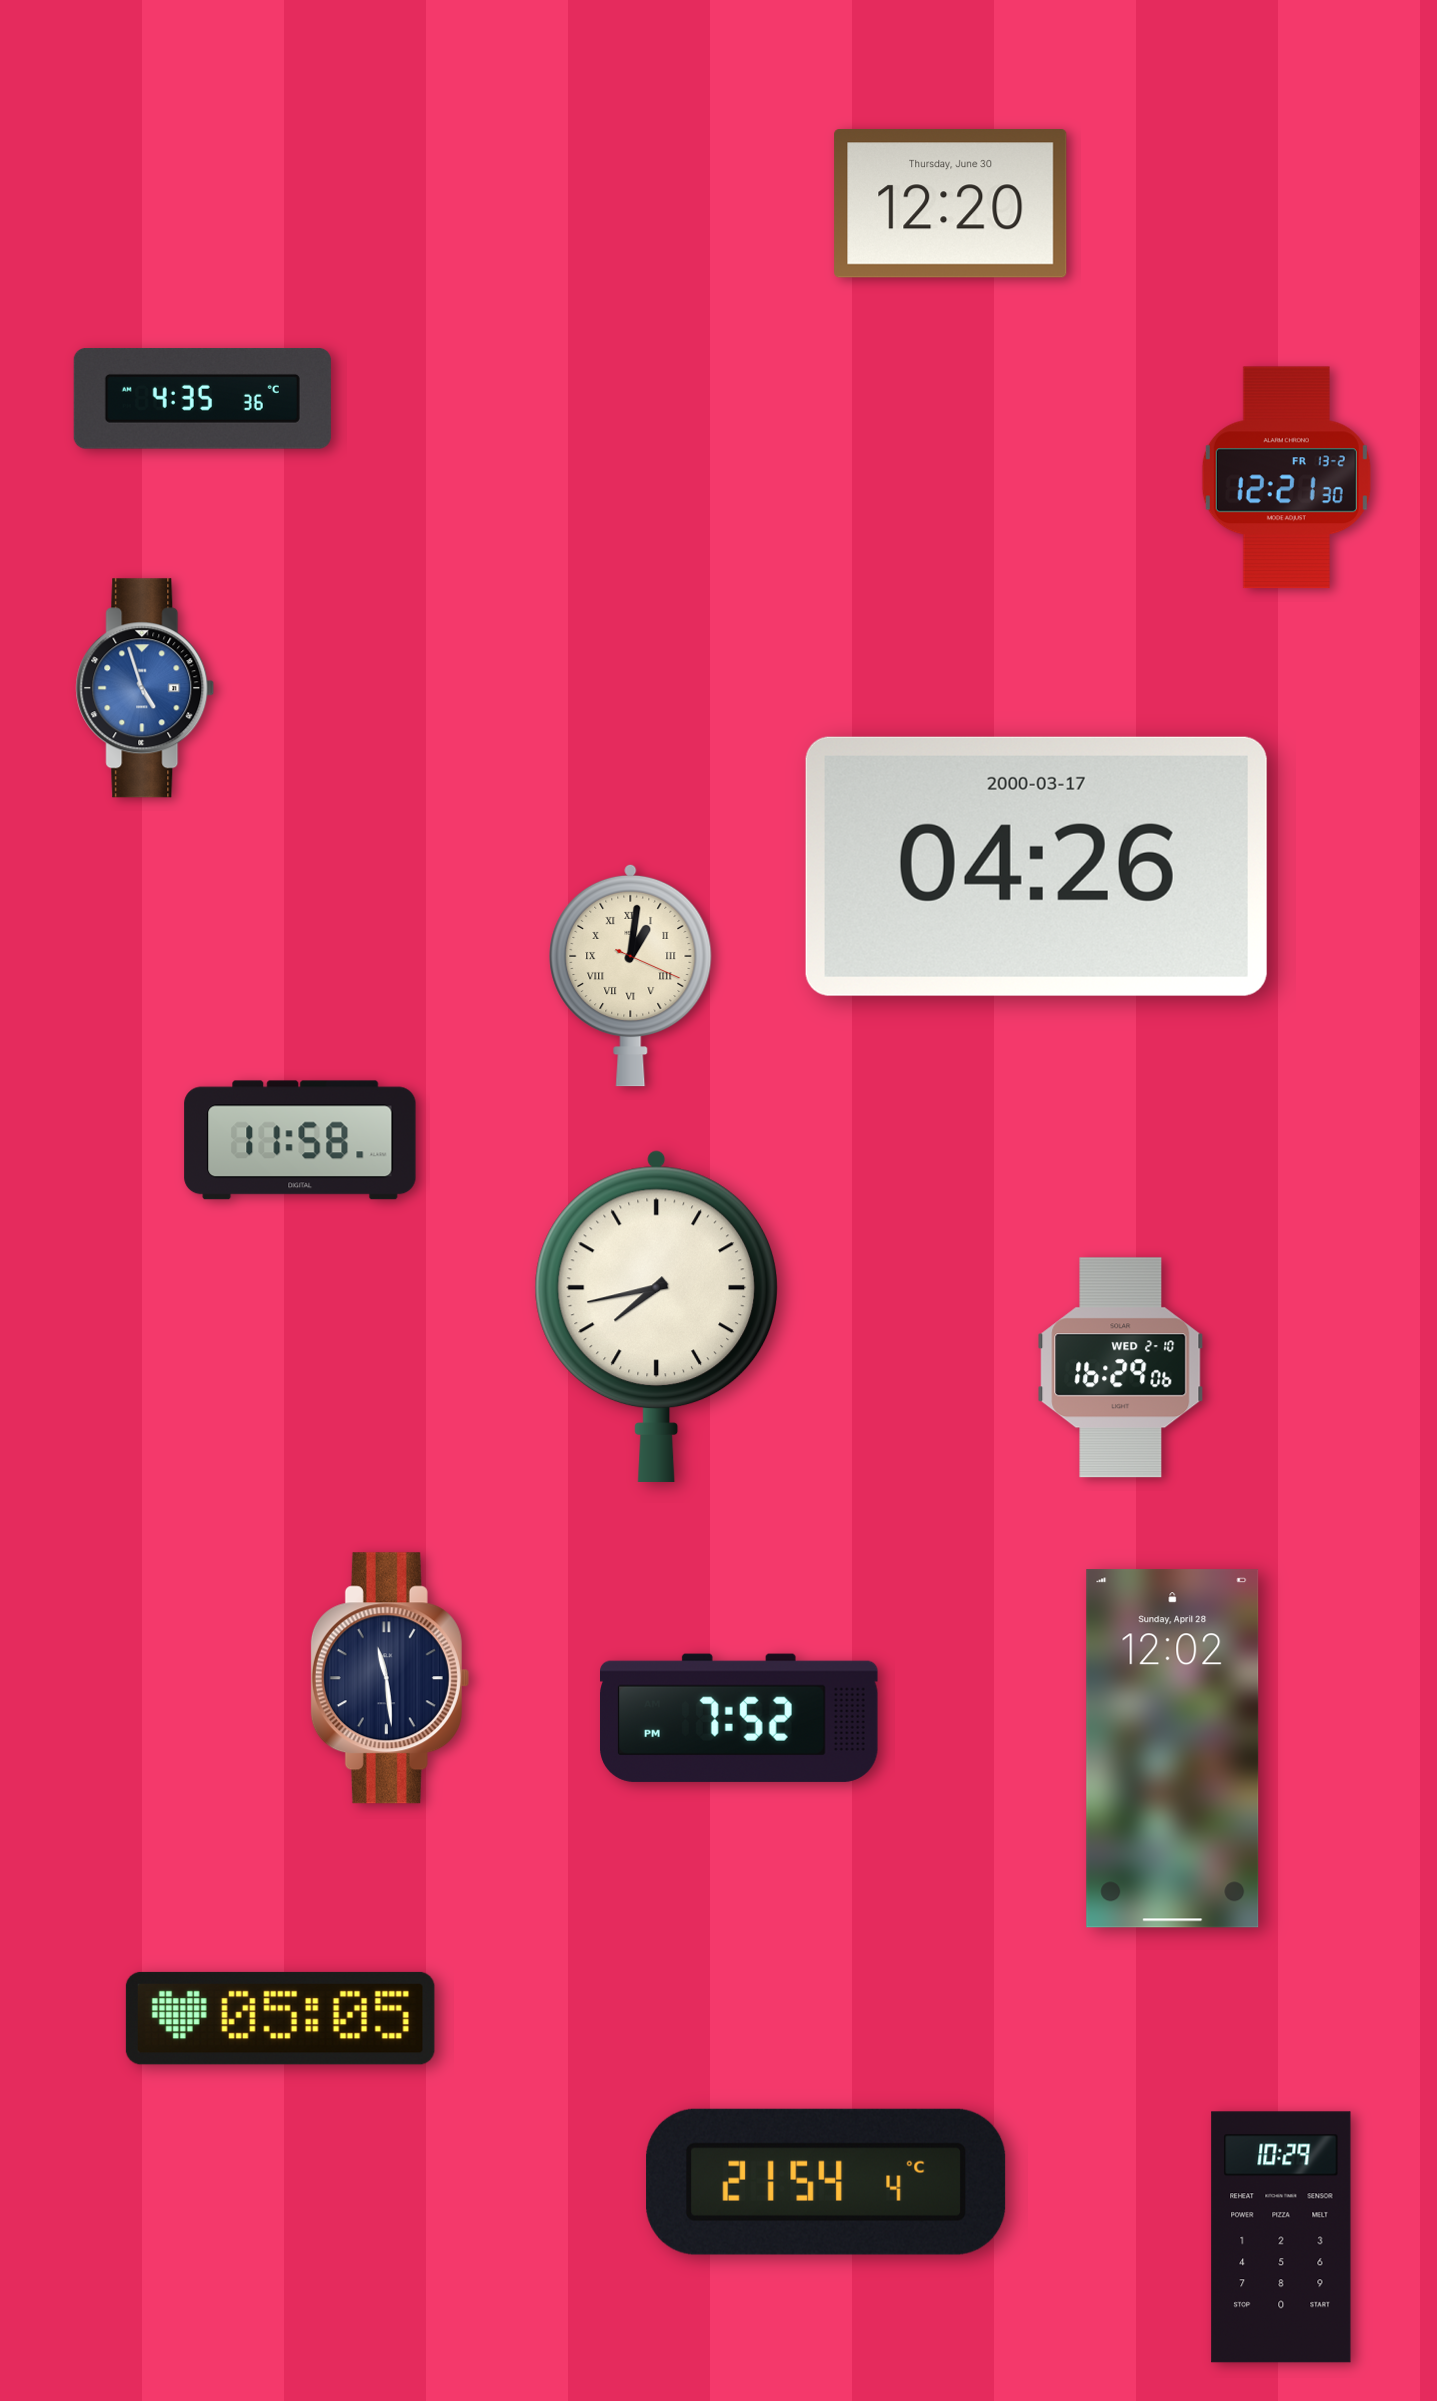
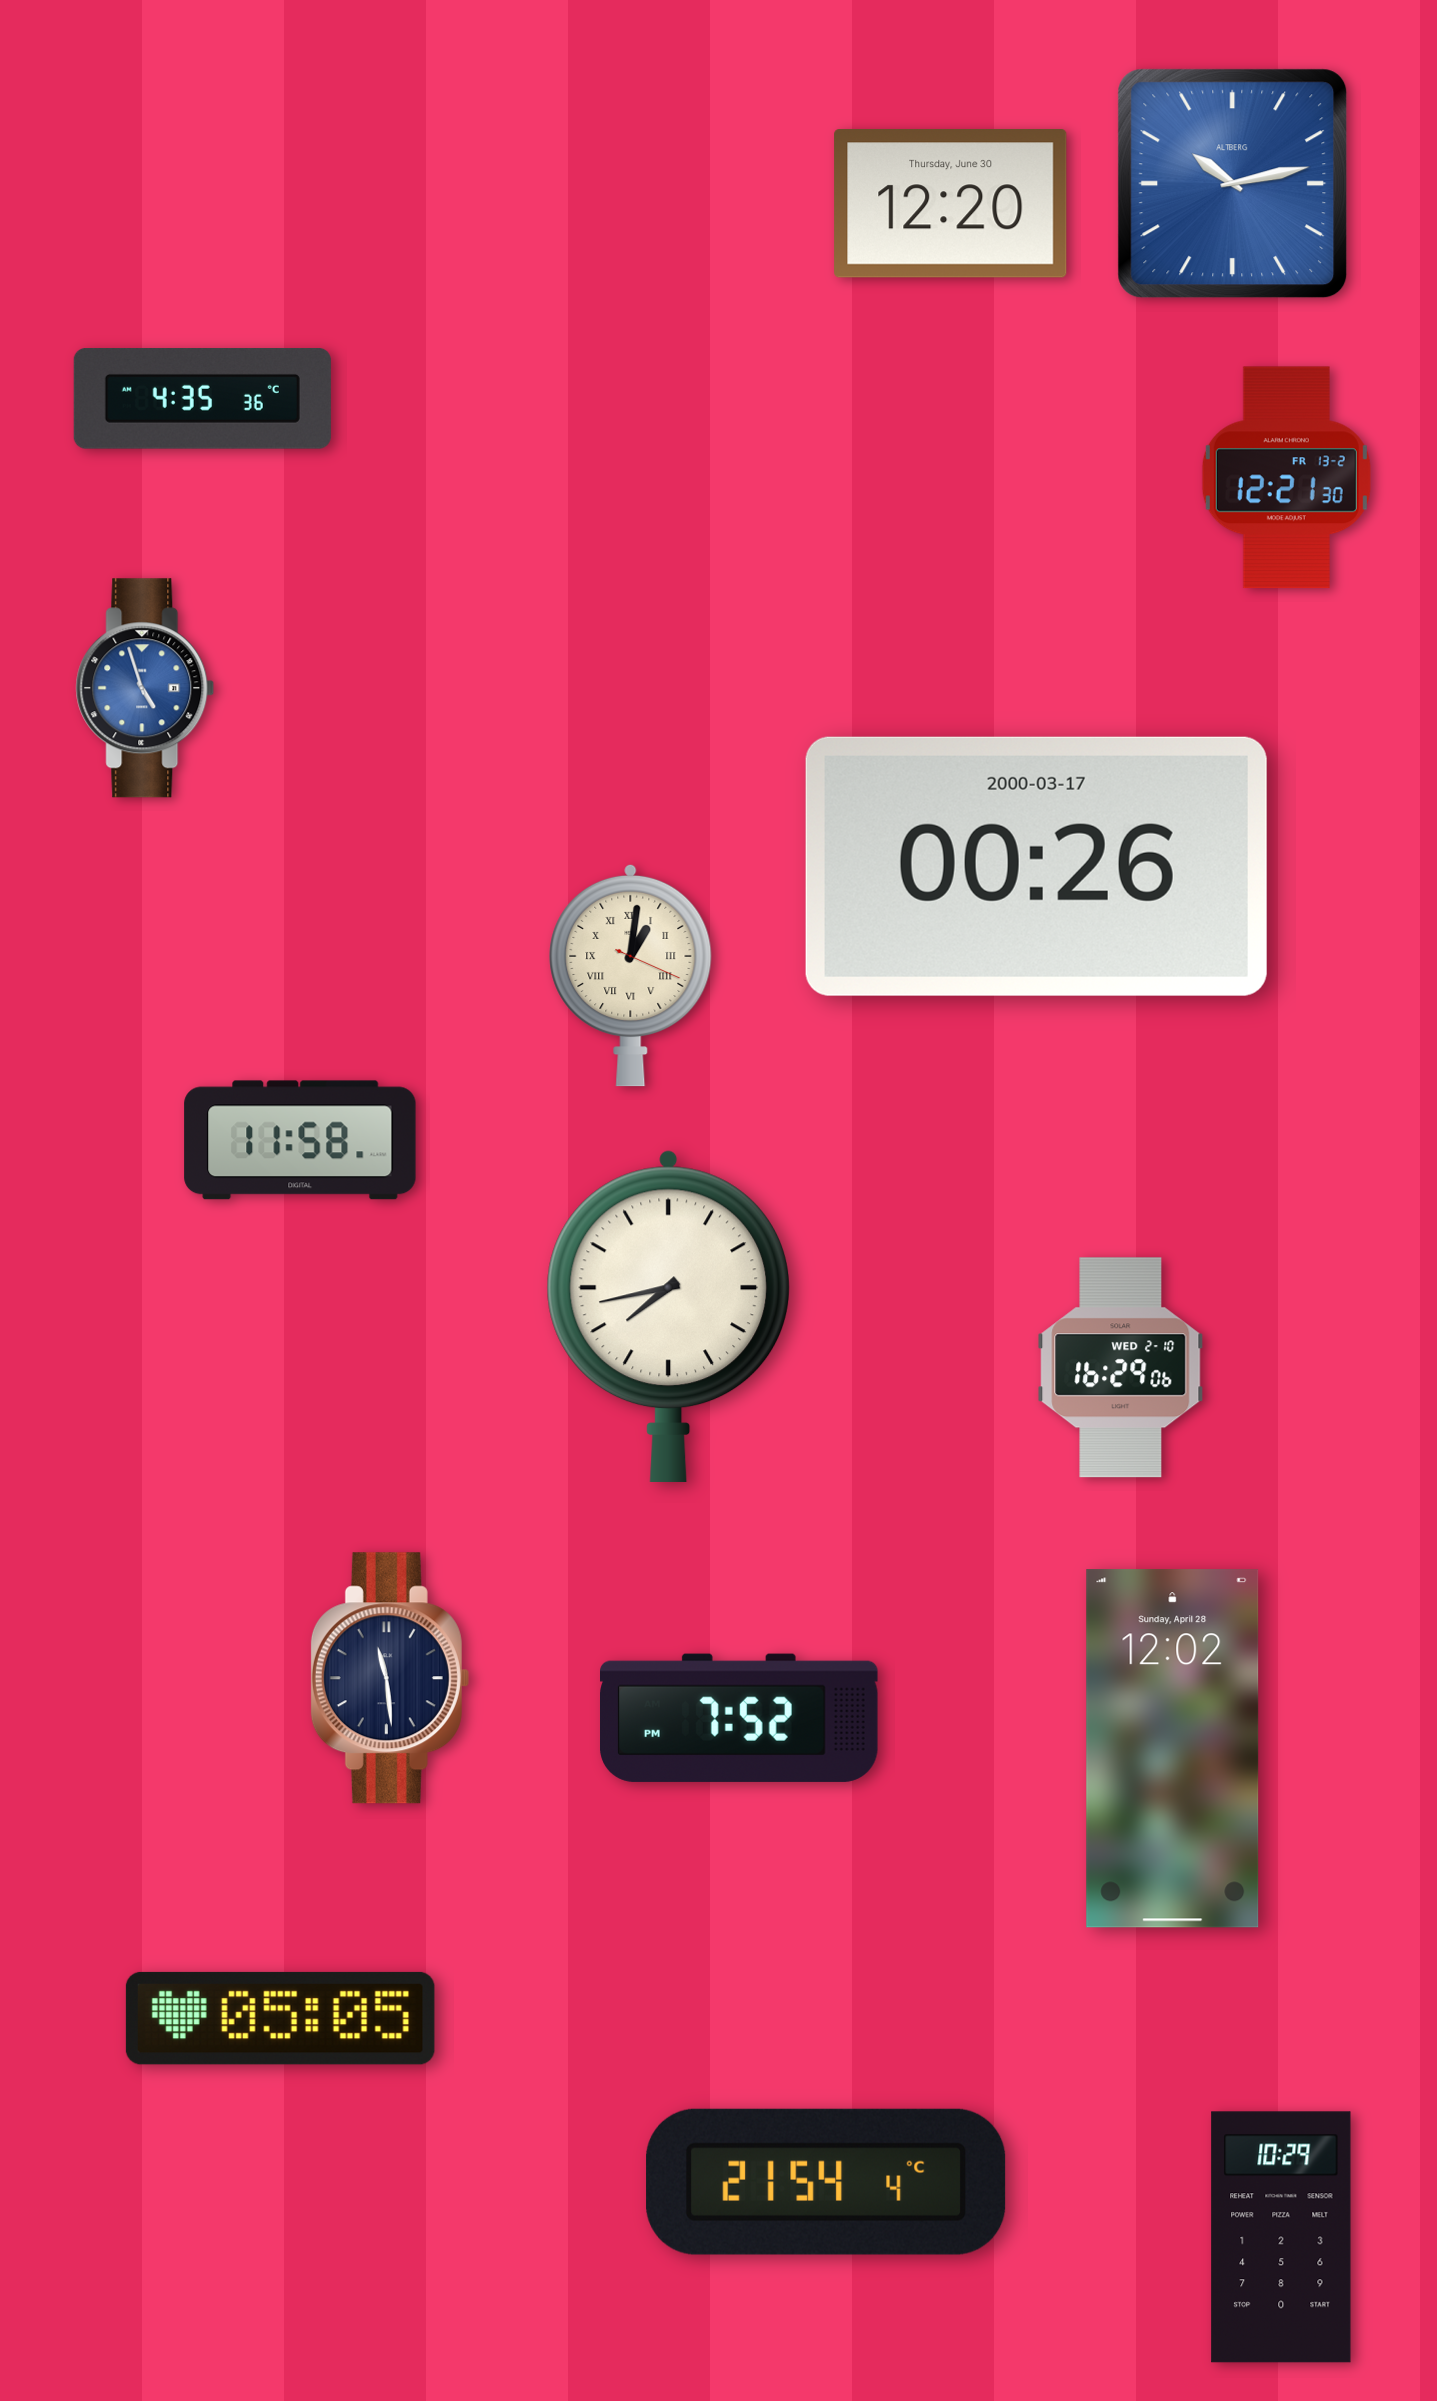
clock at (1233, 184): none -> 10:13
clock at (1036, 866): 04:26 -> 00:26
clock at (656, 1316) position: (656, 1316) -> (668, 1316)
